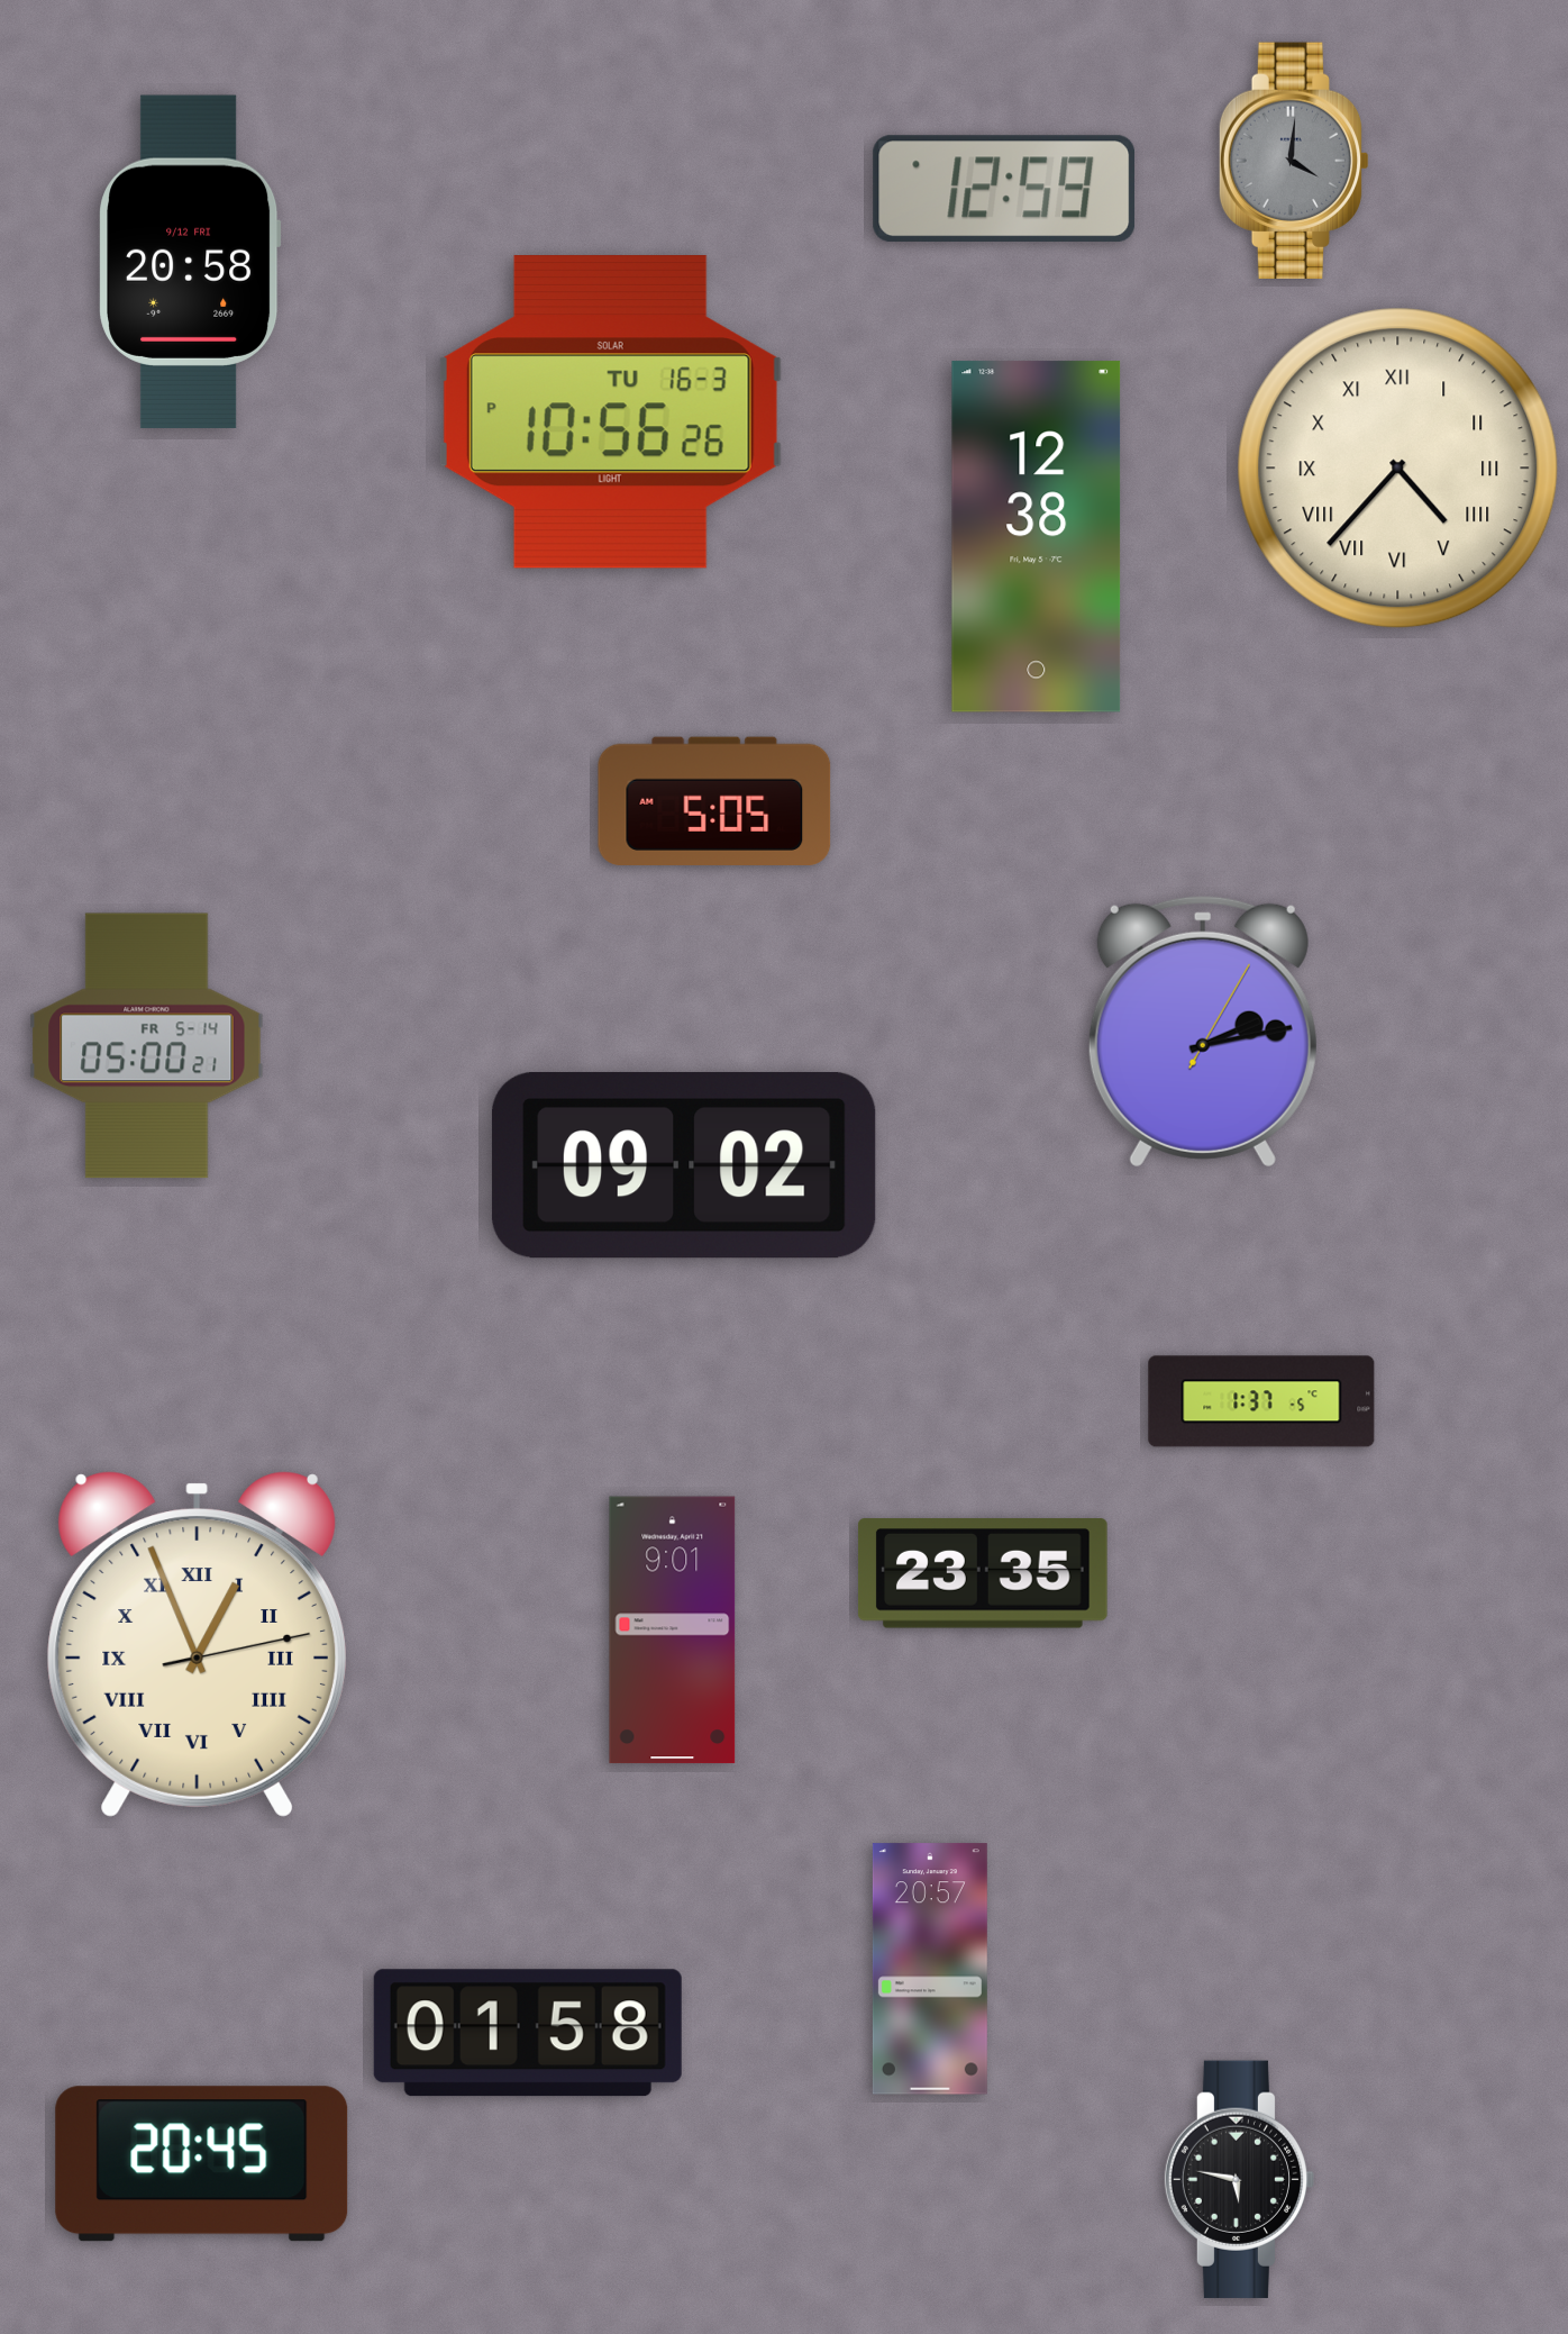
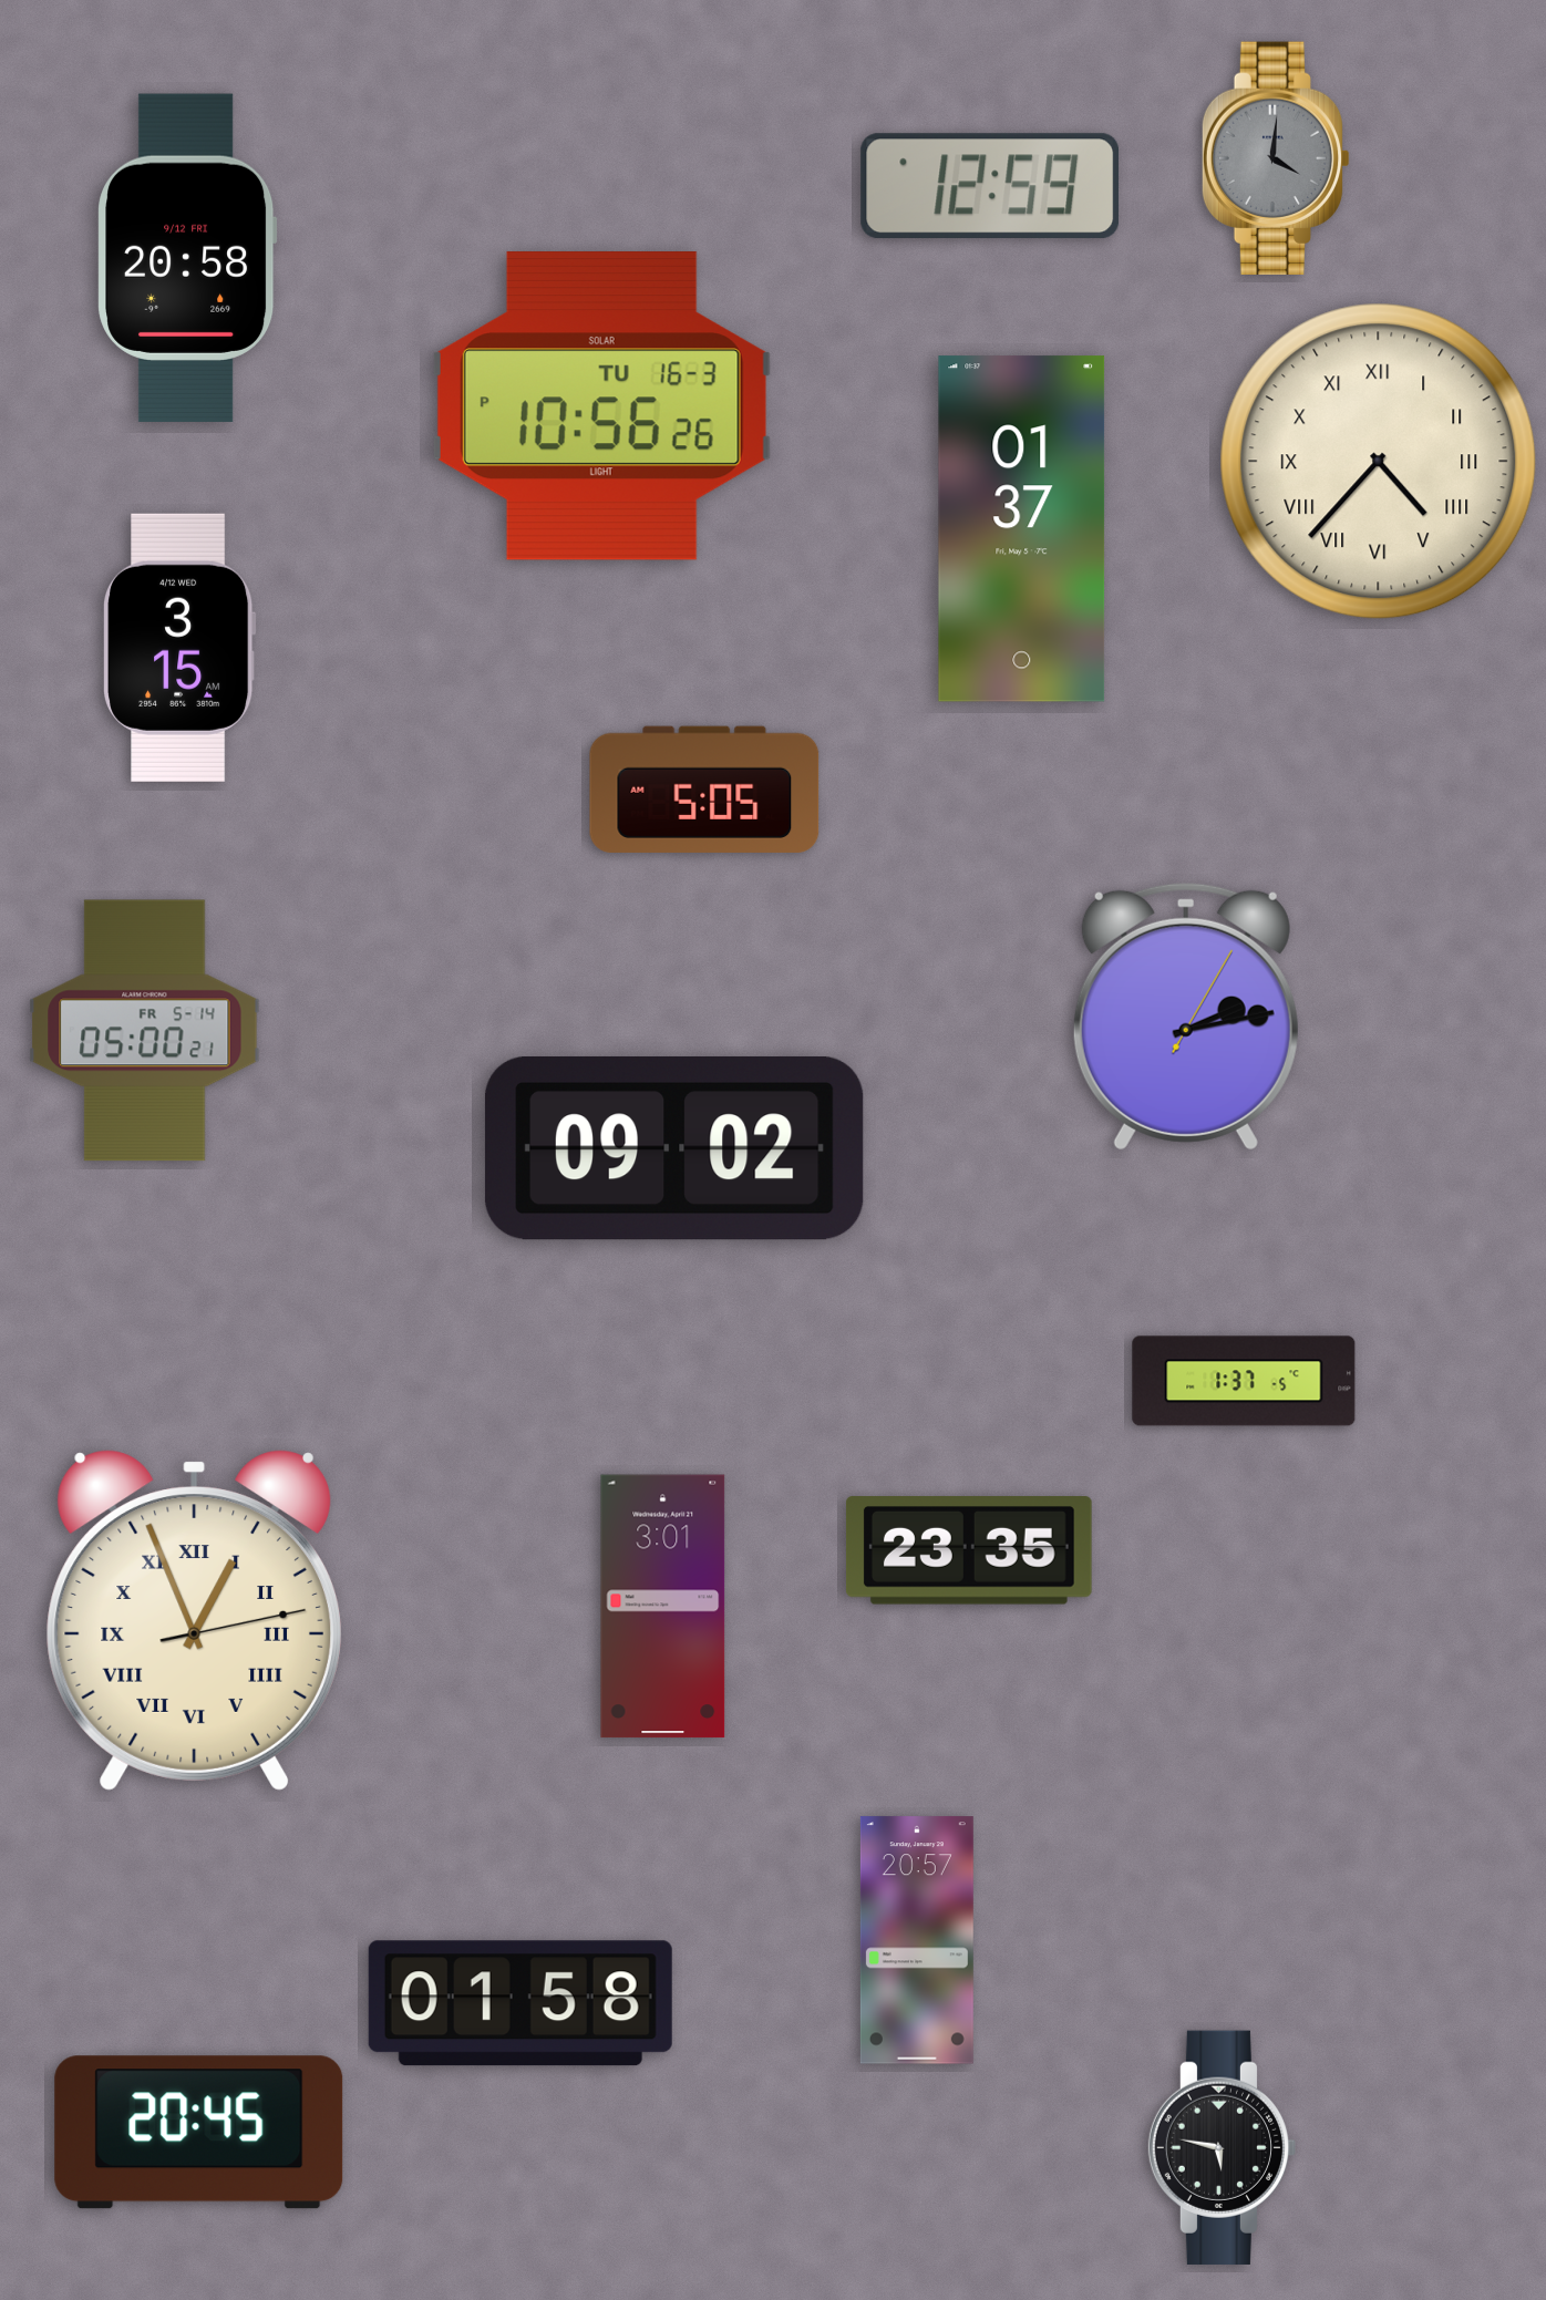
clock at (1037, 537): 12:38 -> 01:37
clock at (181, 648): none -> 3:15
clock at (673, 1631): 9:01 -> 3:01
